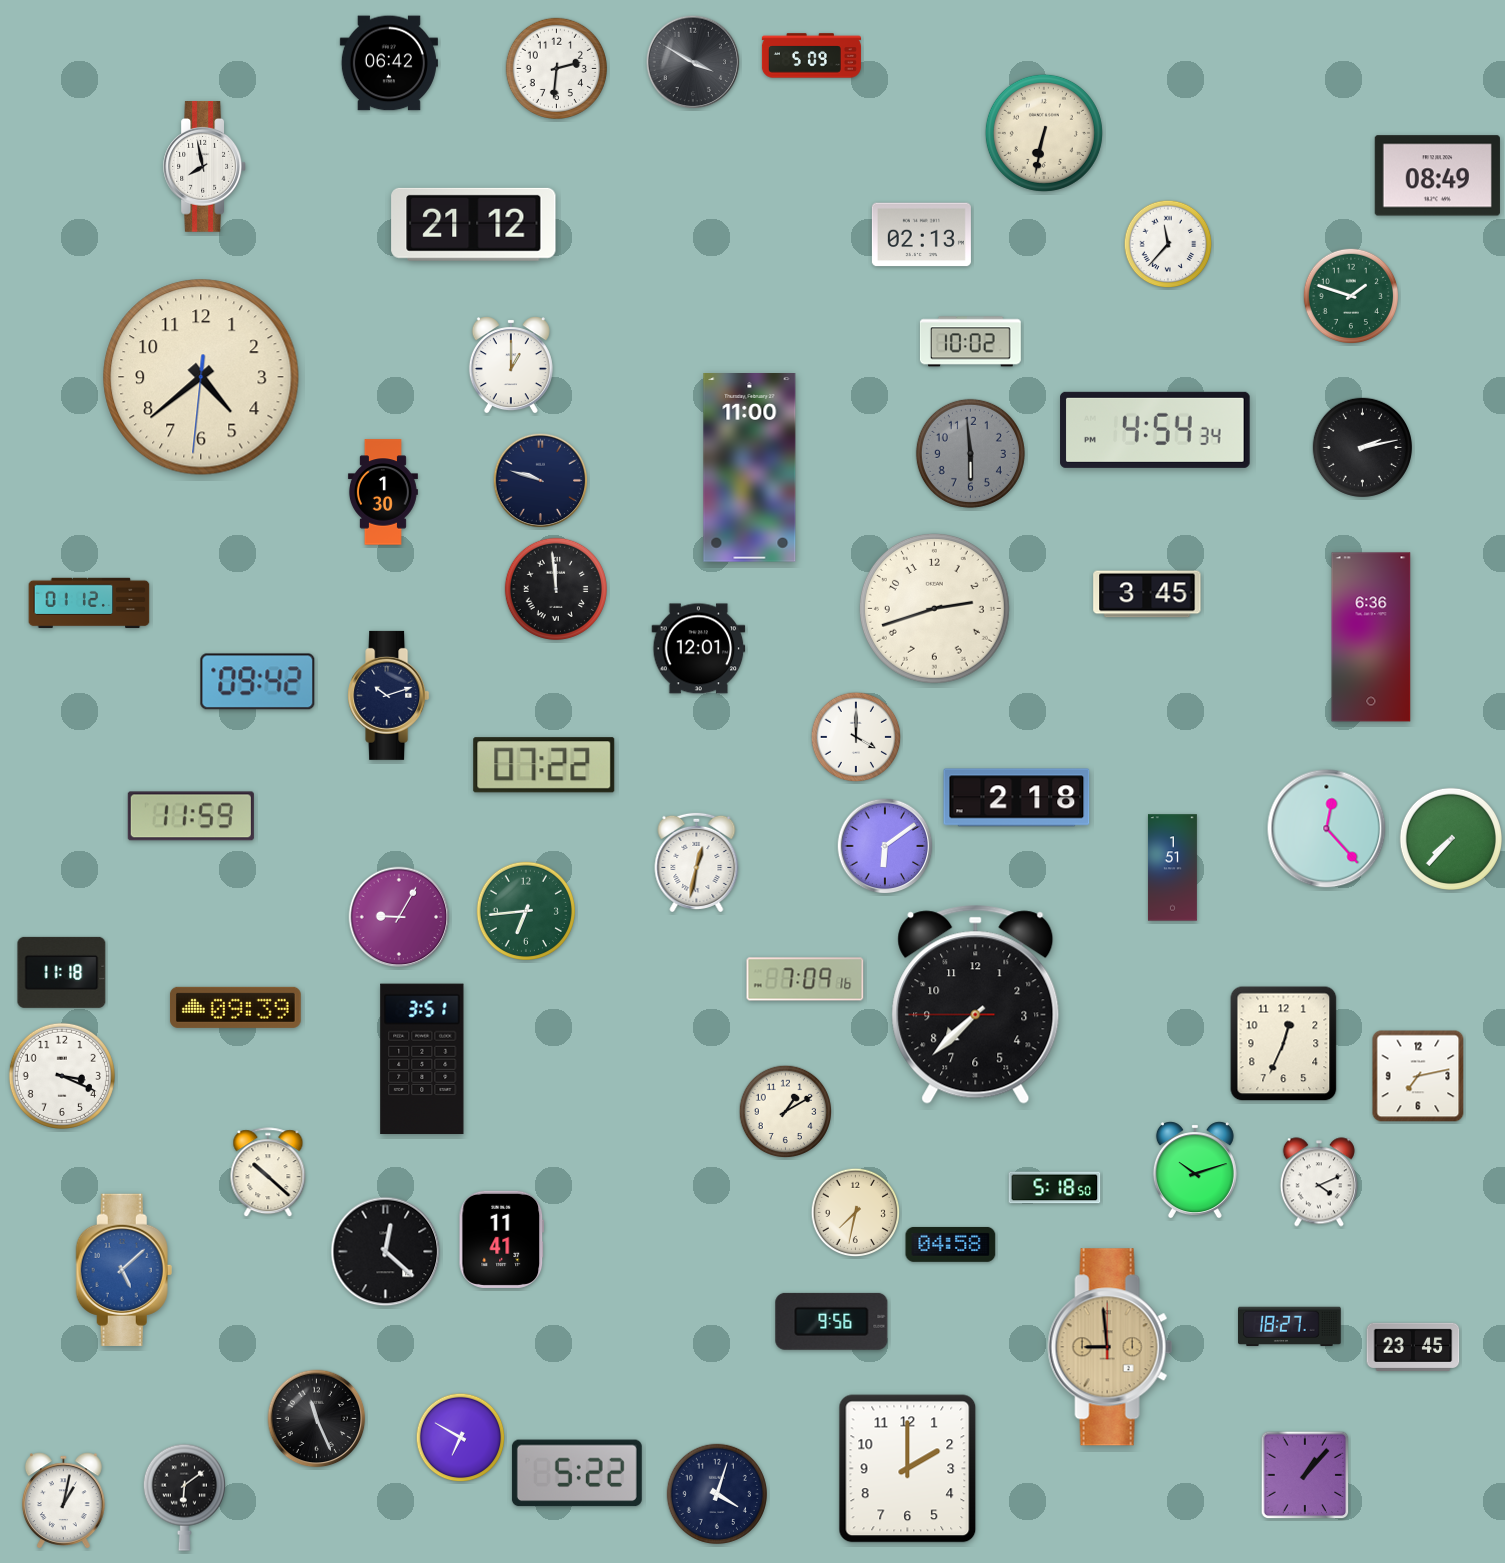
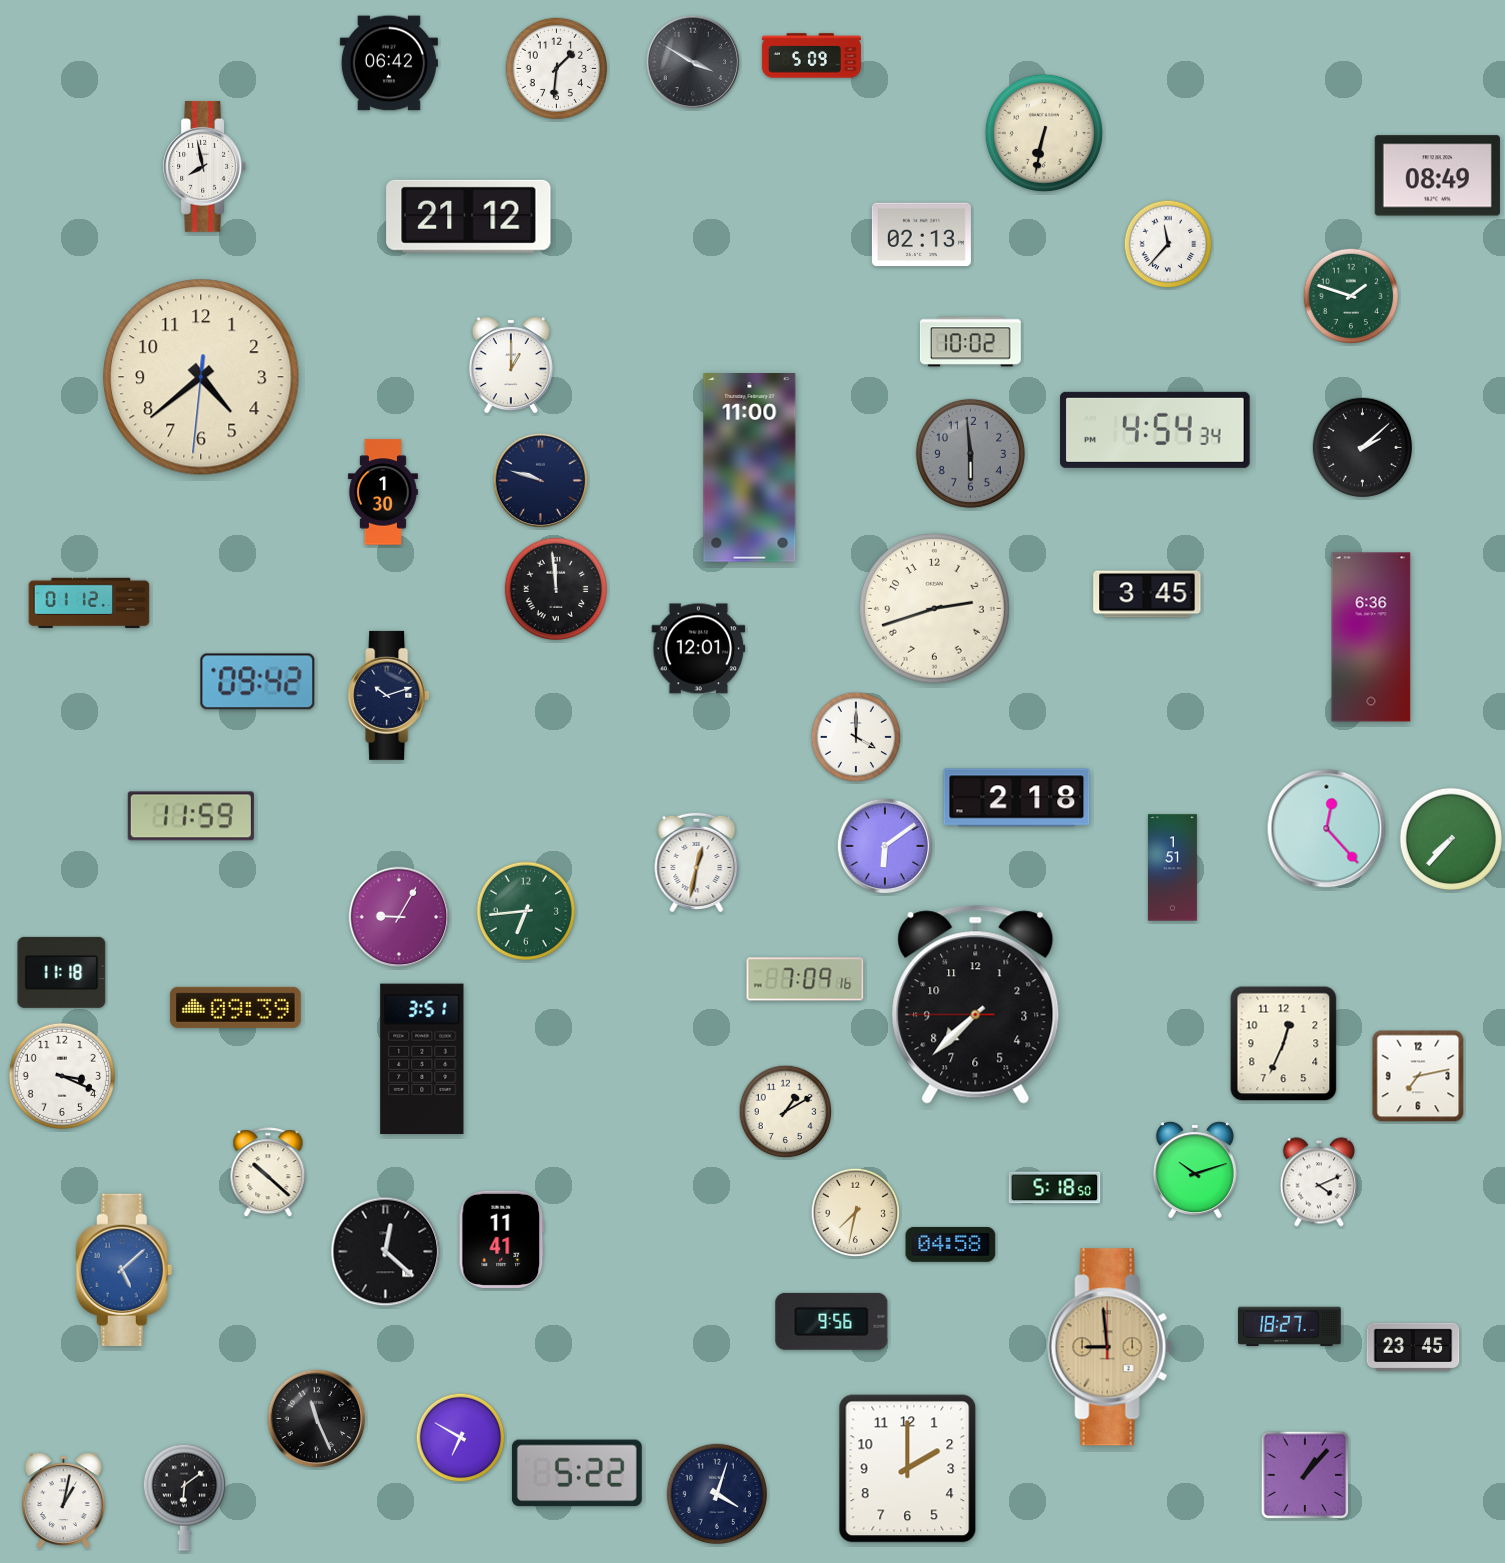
clock at (556, 68): 2:31 -> 1:31
clock at (474, 224) position: (474, 224) -> (469, 216)
clock at (1362, 447): 2:13 -> 2:08
clock at (544, 765): 07:22 -> none
